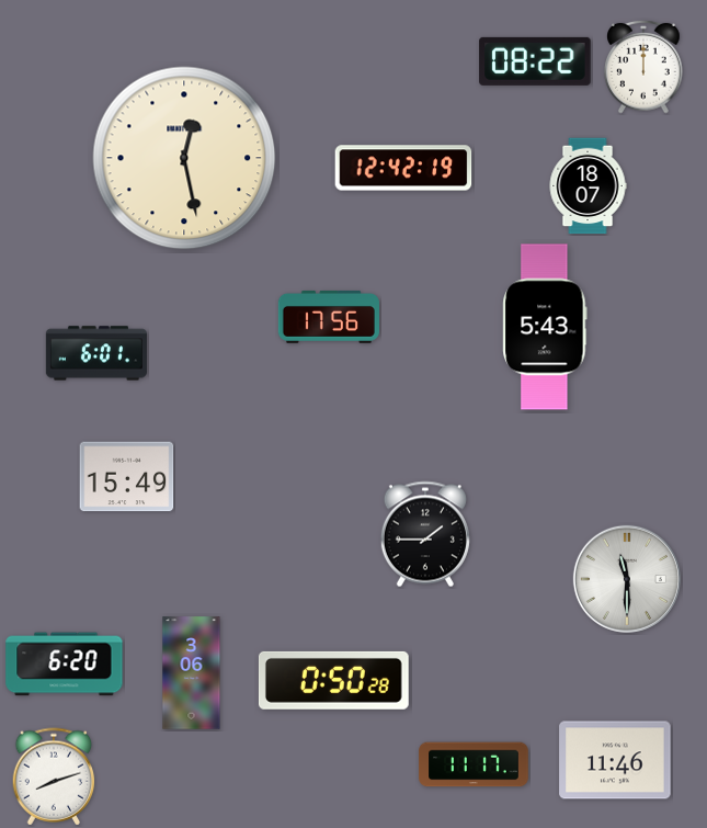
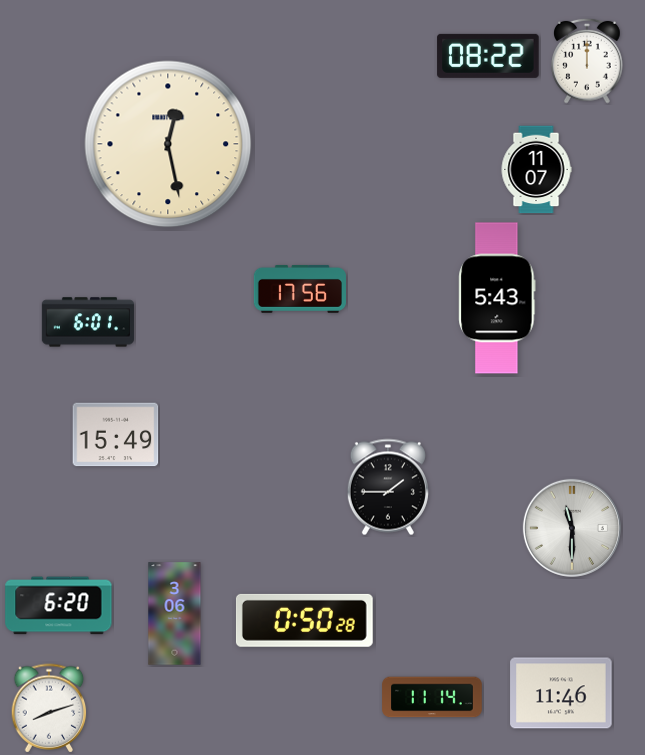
clock at (403, 168): 12:42 -> none
clock at (588, 186): 18:07 -> 11:07
clock at (474, 764): 11:17 -> 11:14
